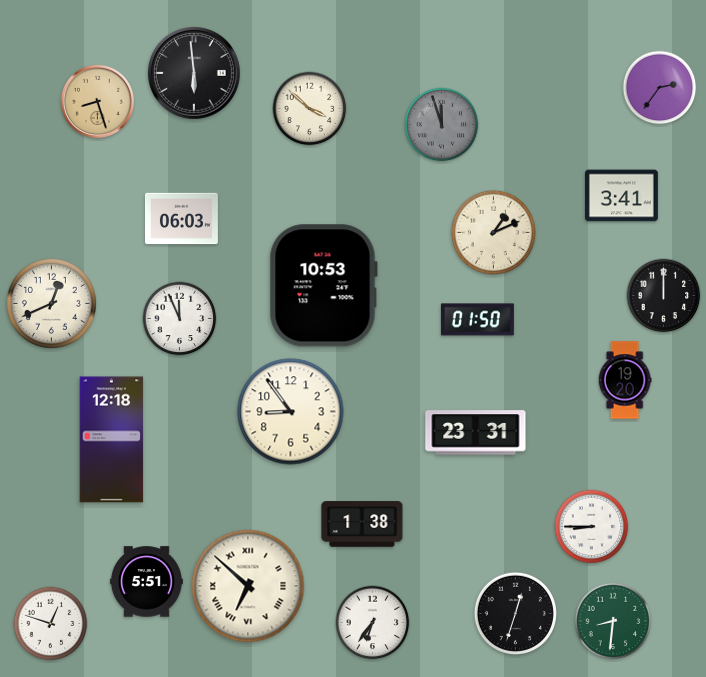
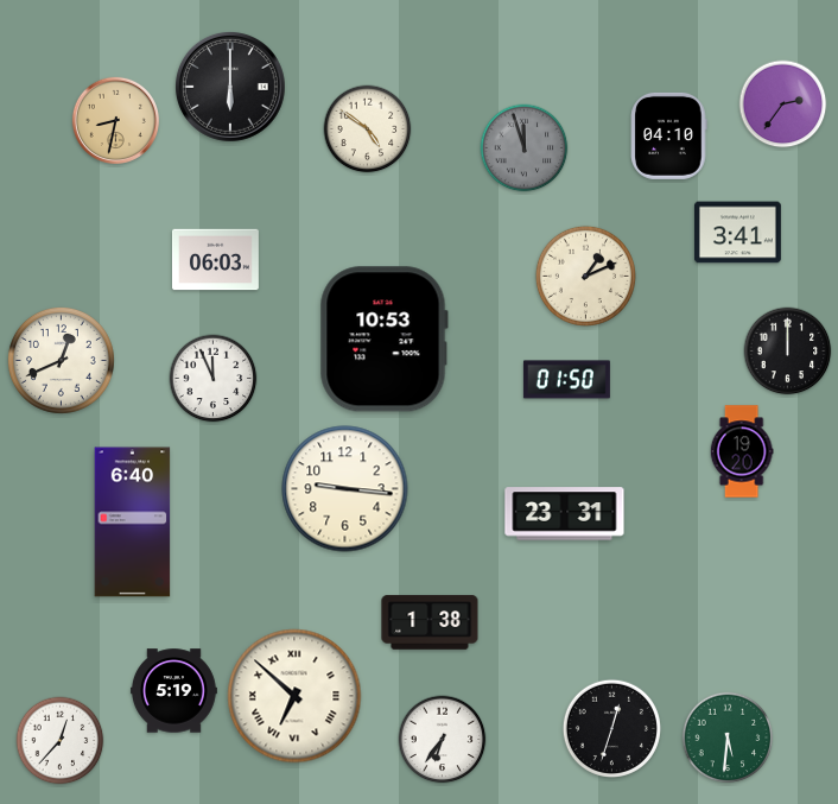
clock at (194, 73): 5:59 -> 6:00
clock at (97, 101): 8:27 -> 8:32
clock at (310, 109): 3:52 -> 4:51
clock at (669, 135): none -> 04:10
clock at (291, 412): 8:54 -> 9:16
clock at (112, 440): 12:18 -> 6:40
clock at (592, 527): 8:45 -> none
clock at (146, 582): 5:51 -> 5:19
clock at (613, 621): 8:31 -> 5:31
clock at (51, 624): 12:48 -> 12:37
